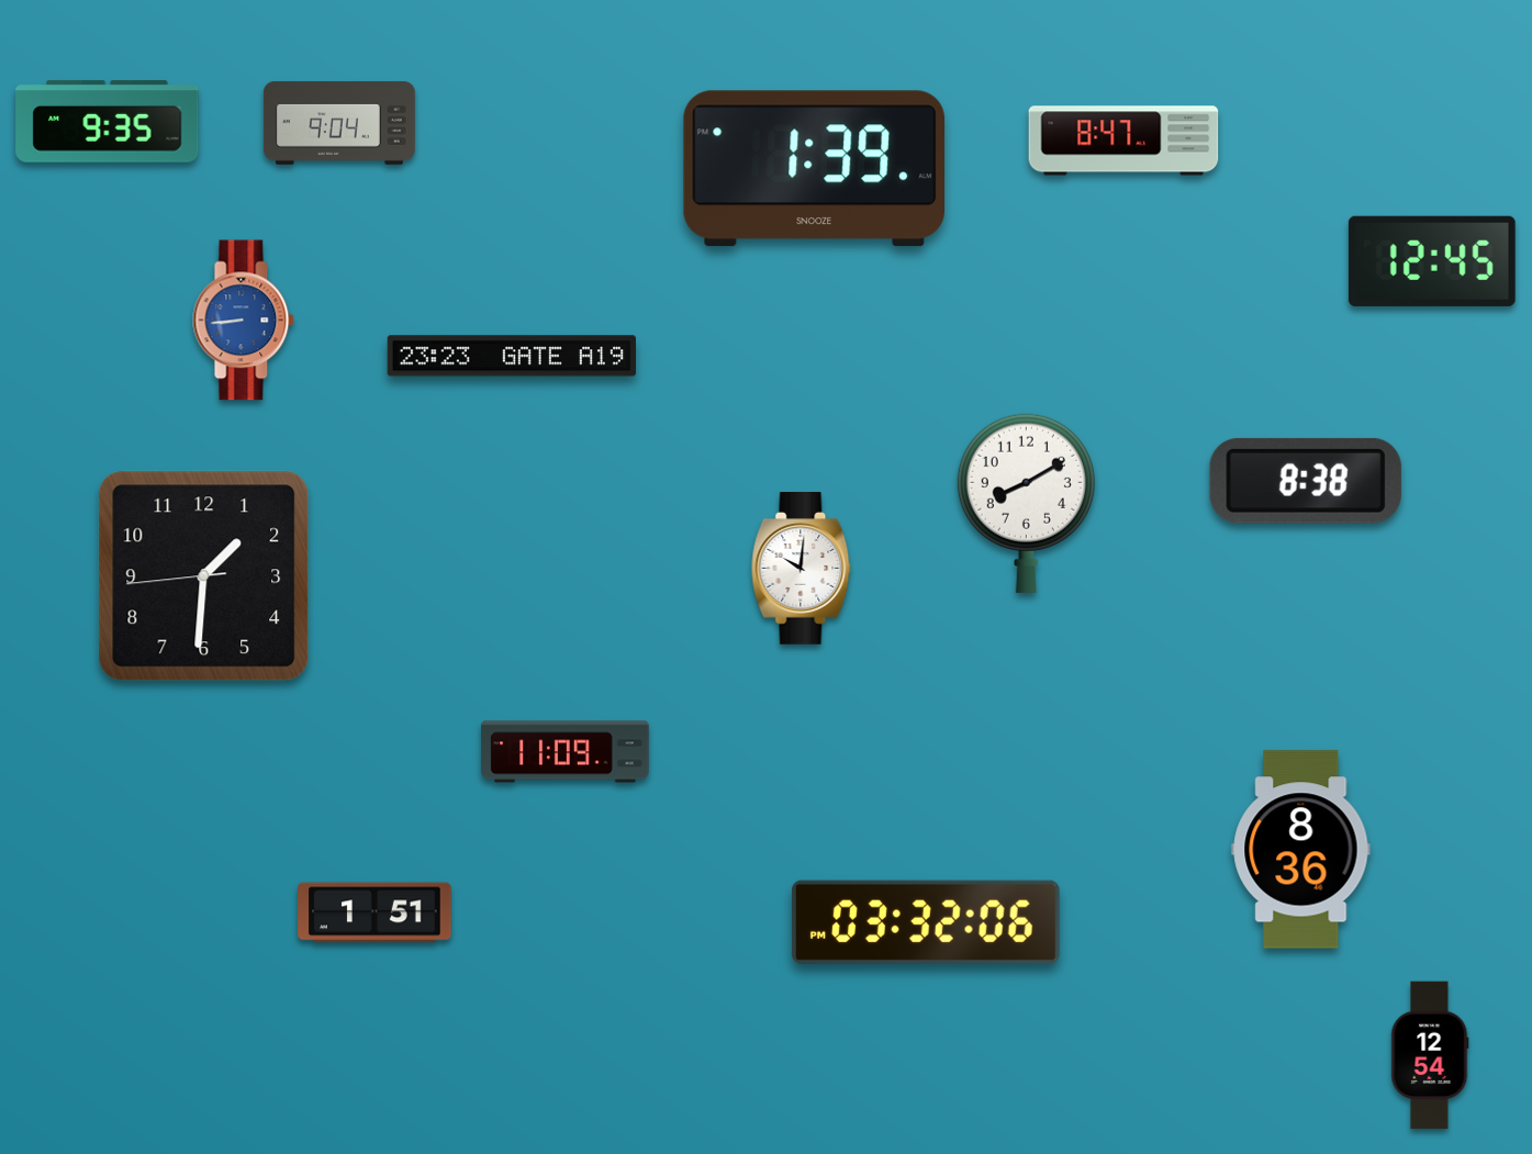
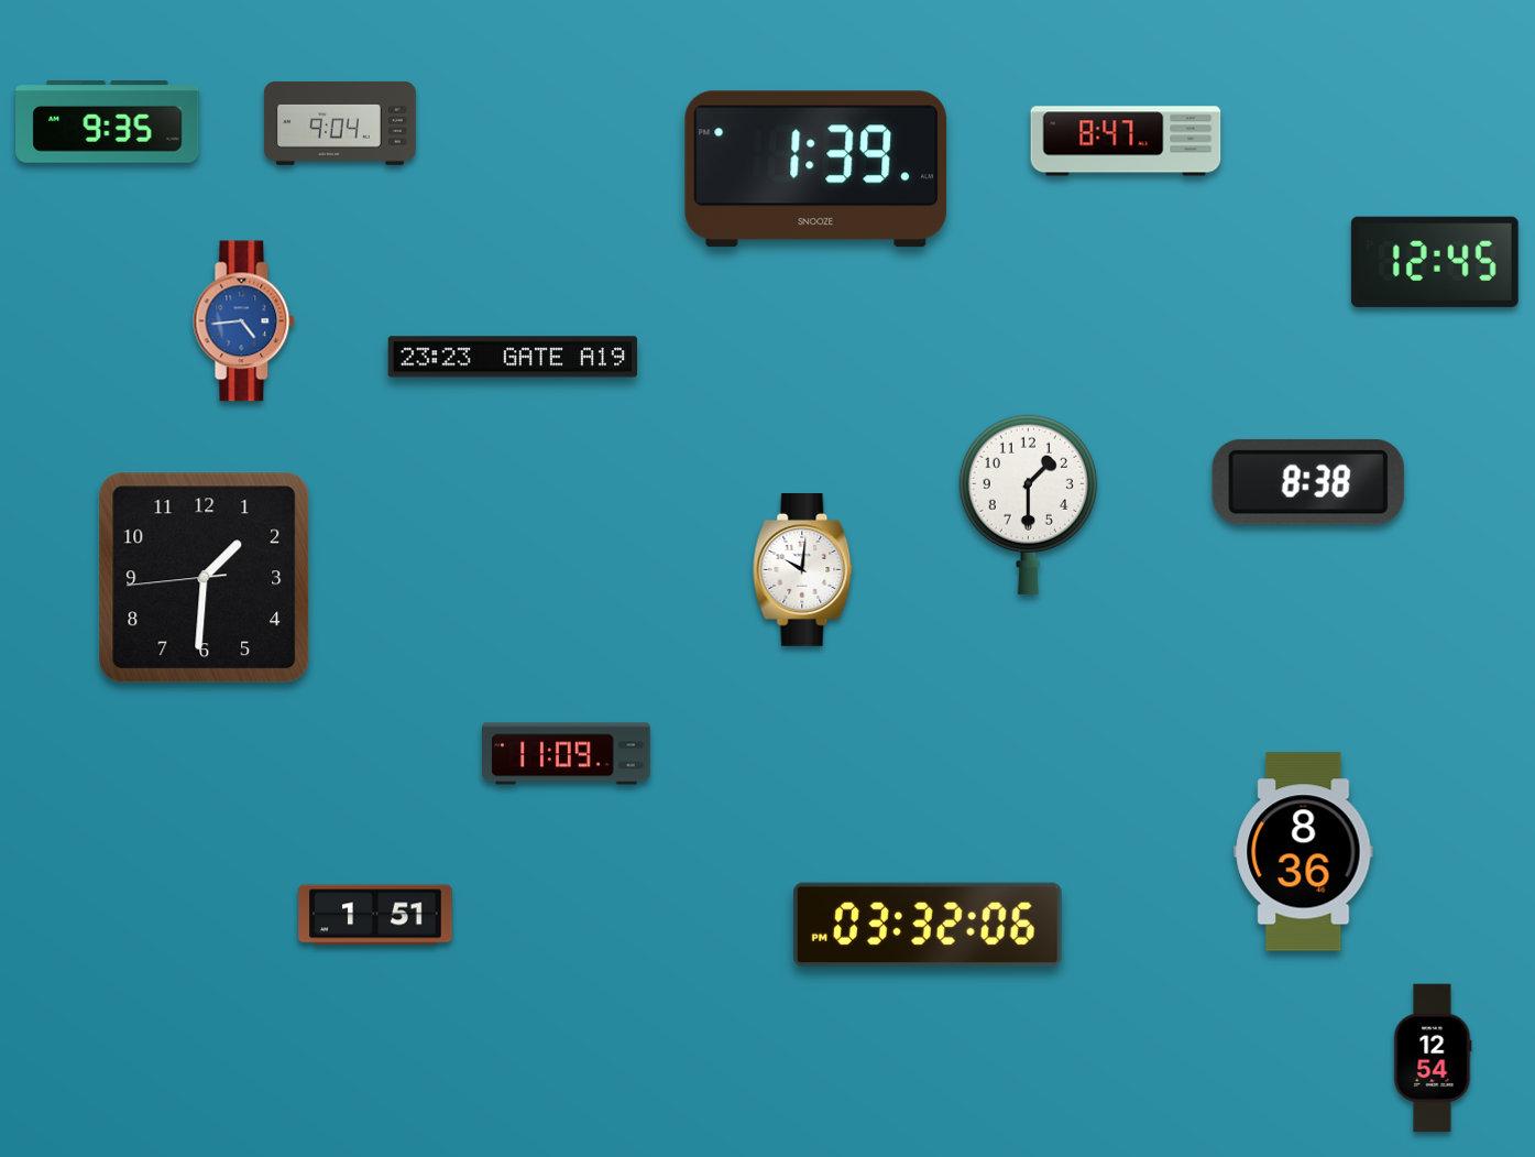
clock at (244, 321): 8:44 -> 4:44
clock at (1026, 503): 8:10 -> 1:30
